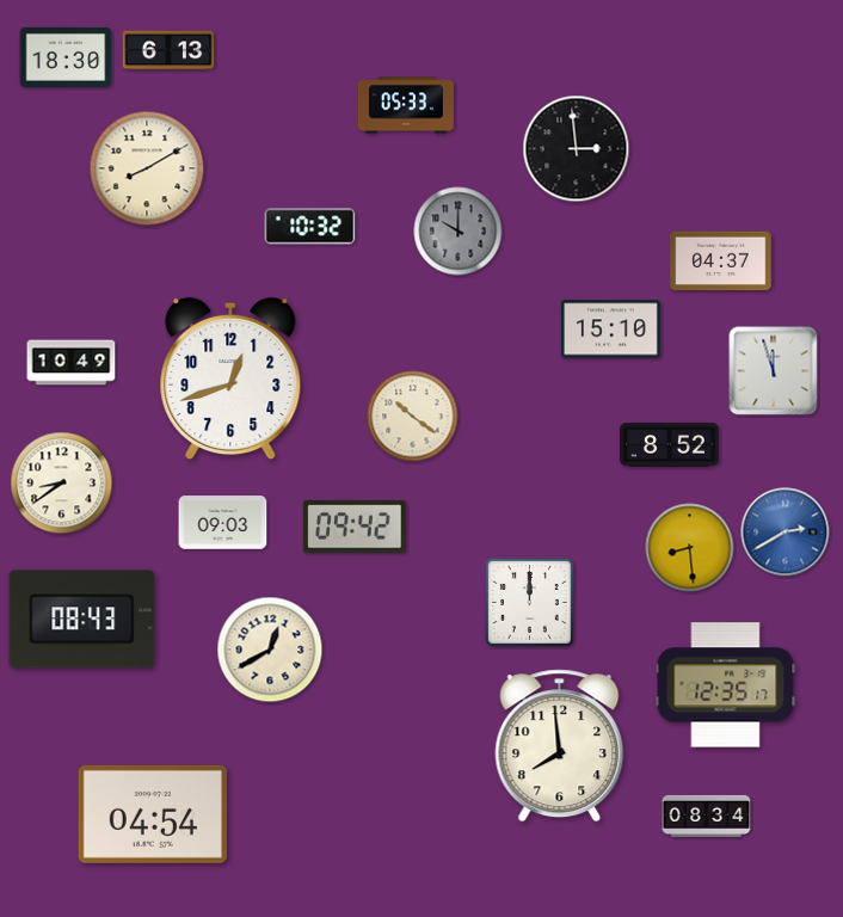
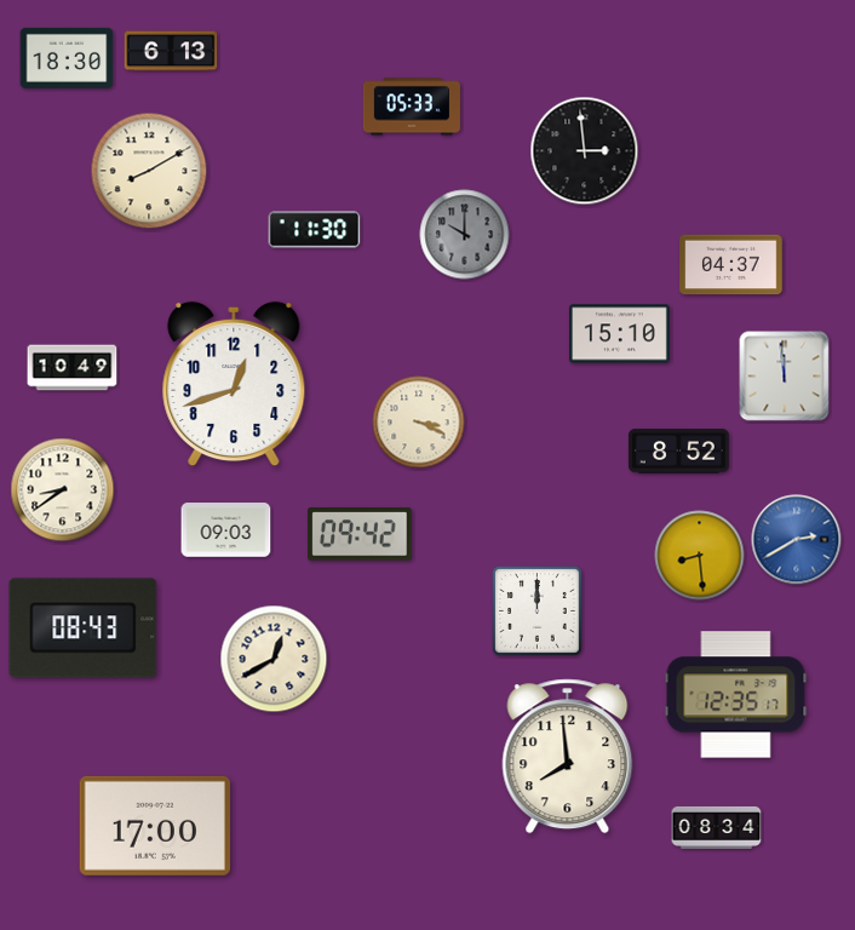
clock at (310, 227): 10:32 -> 11:30
clock at (774, 371): 11:57 -> 11:59
clock at (413, 417): 10:21 -> 3:19
clock at (152, 814): 04:54 -> 17:00
